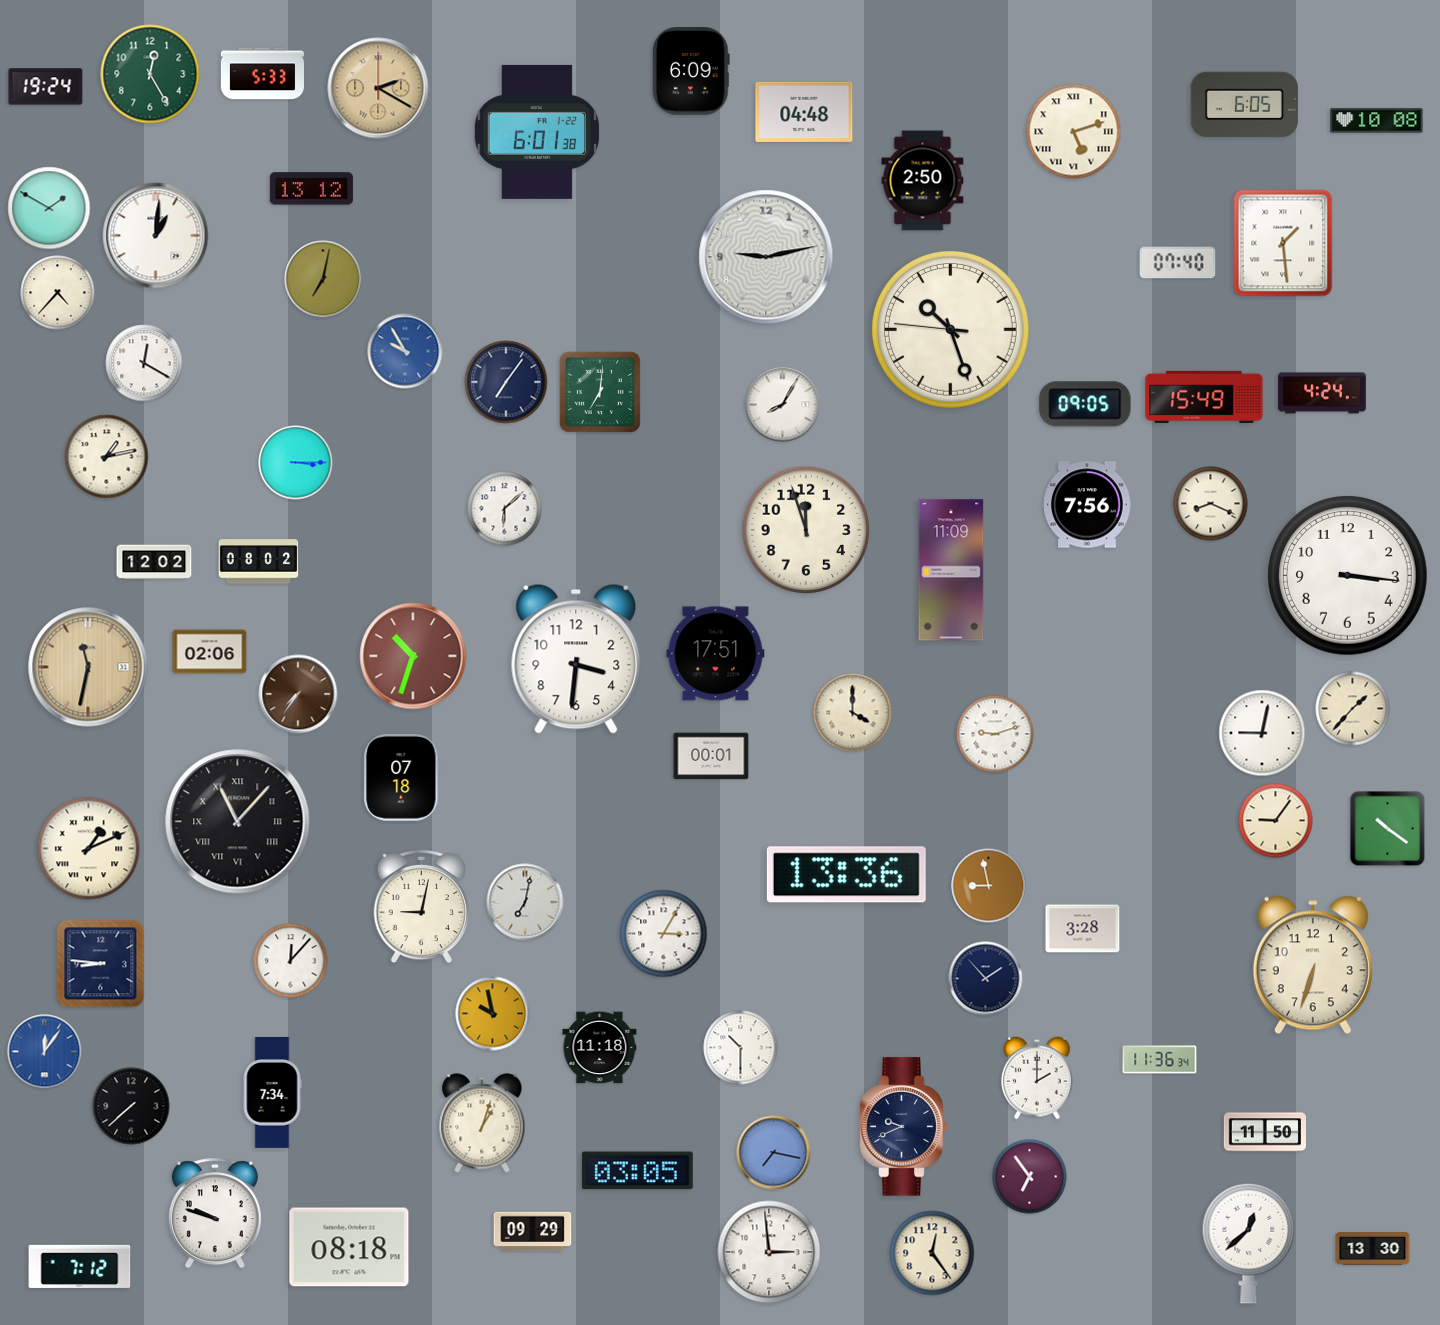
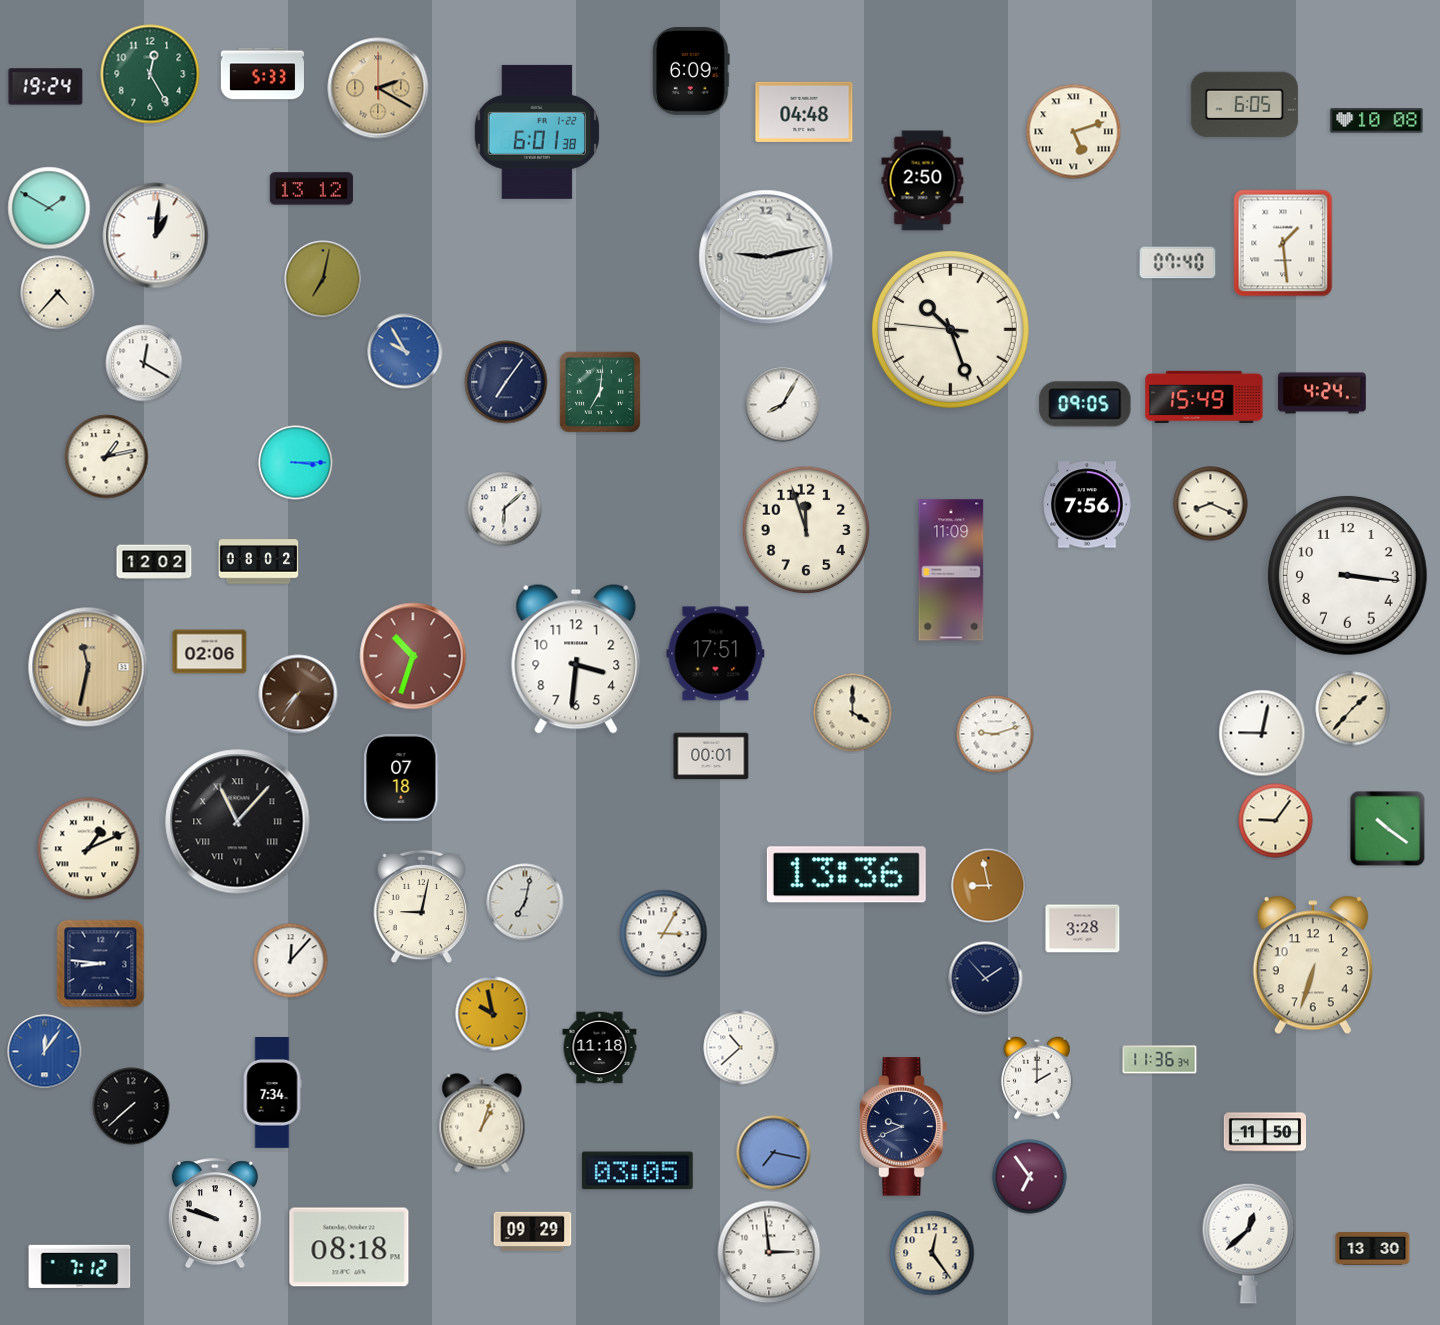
clock at (741, 1048): 10:30 -> 10:38
